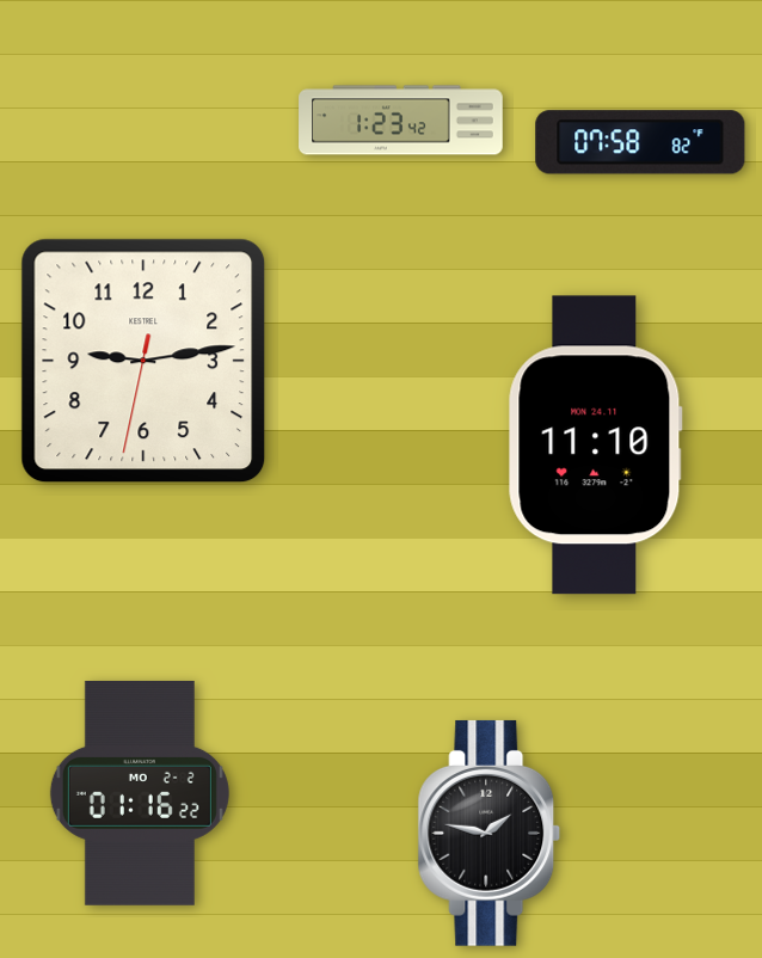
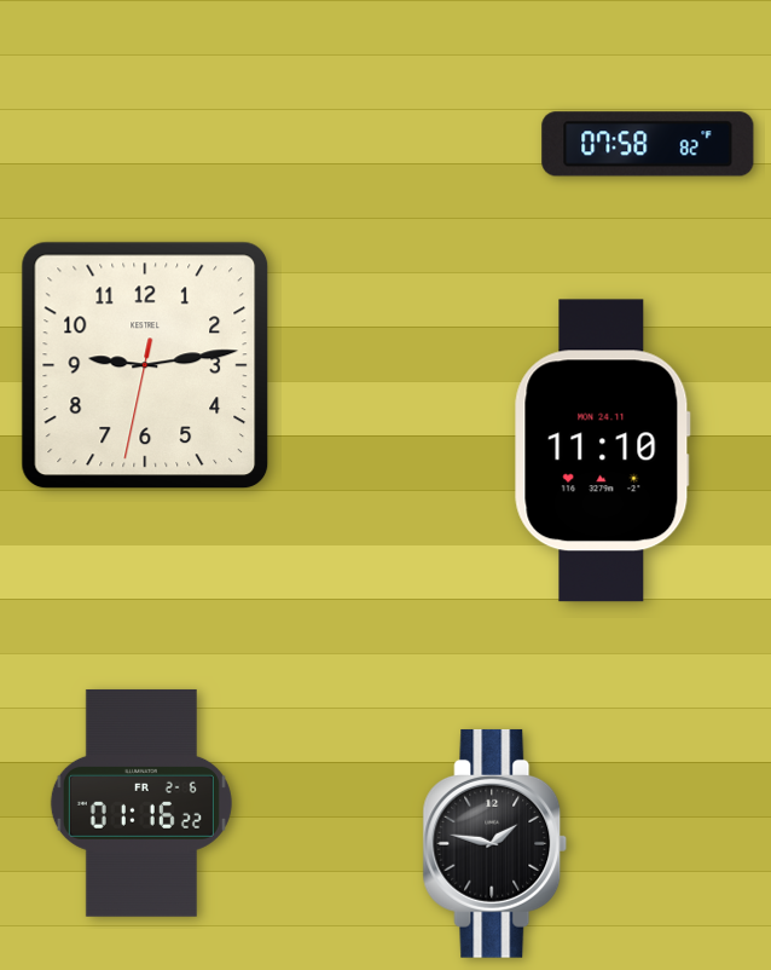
clock at (401, 121): 1:23 -> none
clock at (140, 793) date: MO 2-2 -> FR 2-6
